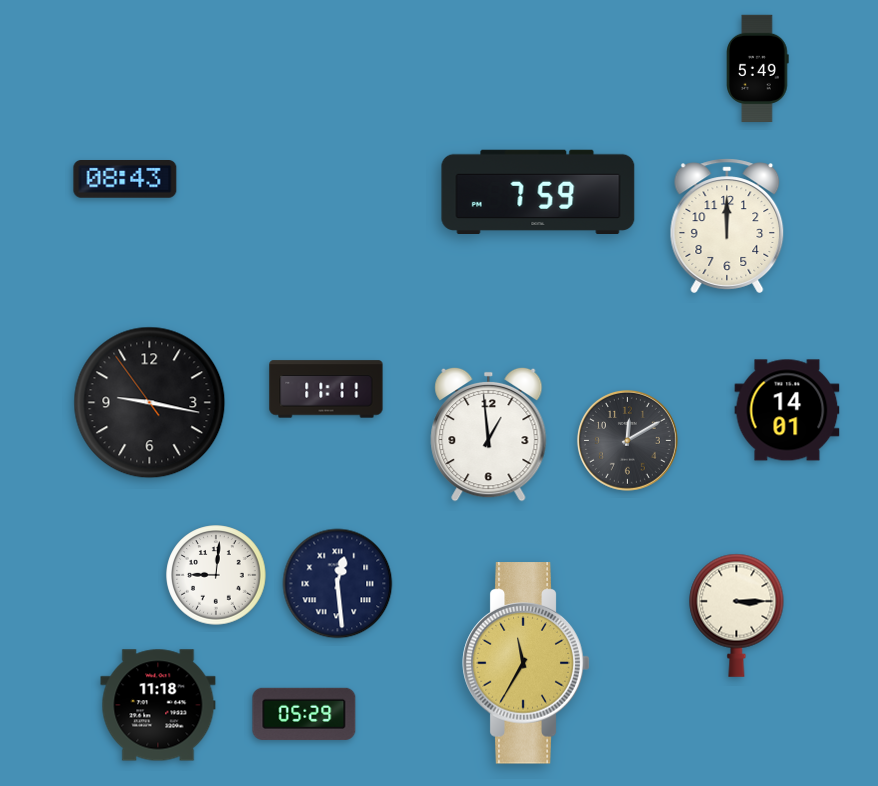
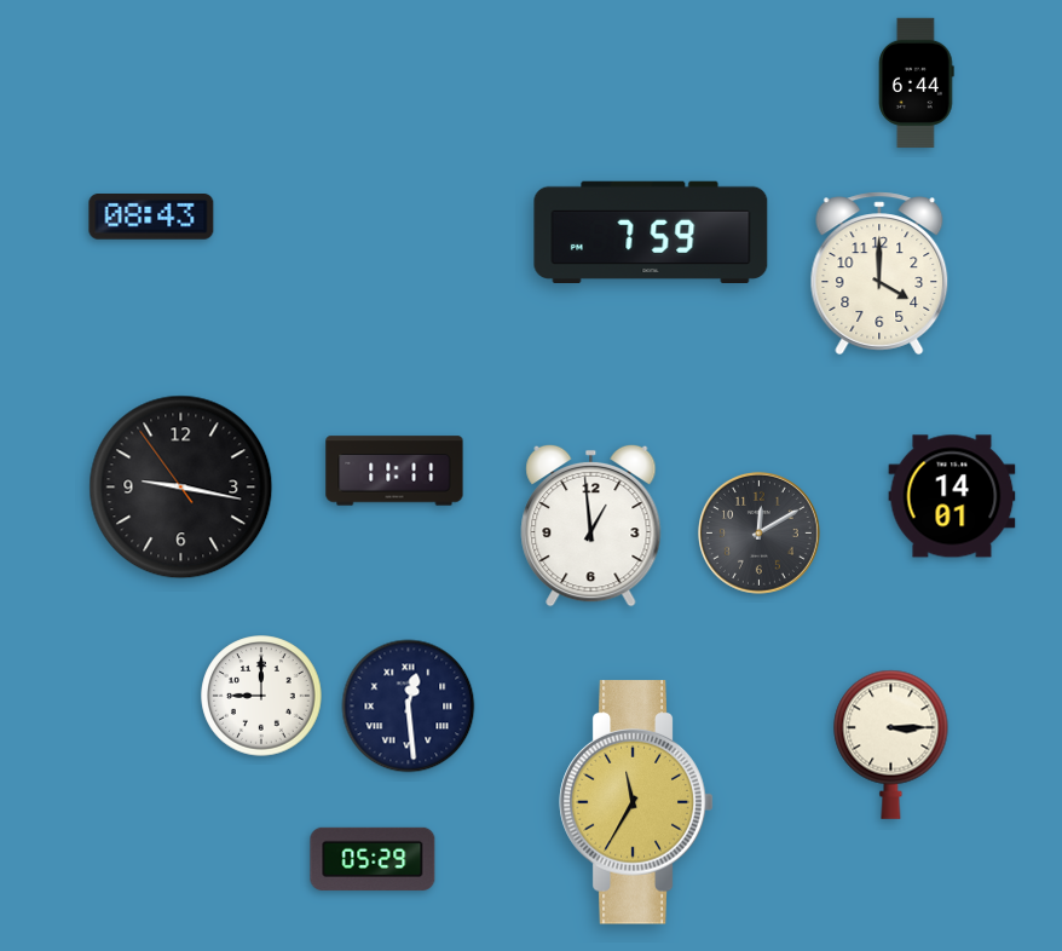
clock at (758, 69): 5:49 -> 6:44
clock at (727, 226): 12:00 -> 4:00
clock at (216, 575): 9:01 -> 9:00
clock at (158, 705): 11:18 -> none
clock at (304, 714) position: (304, 714) -> (373, 859)
